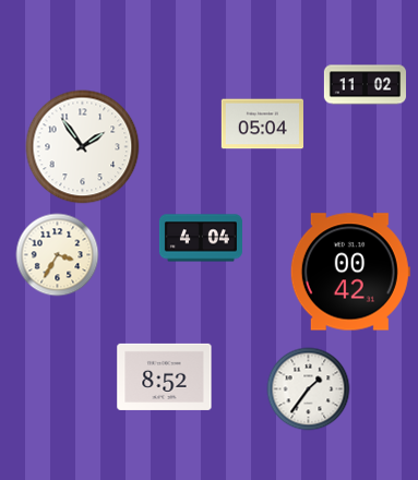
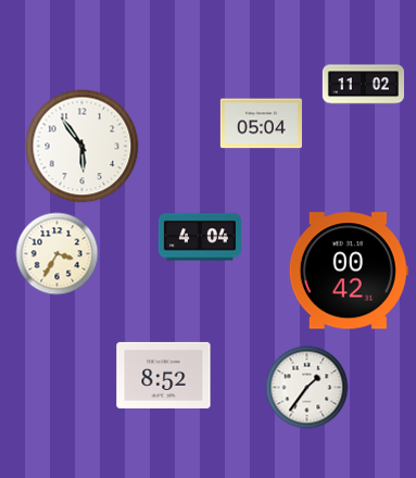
clock at (83, 147): 1:54 -> 5:54
